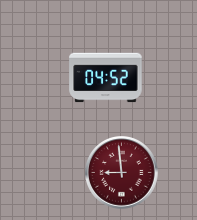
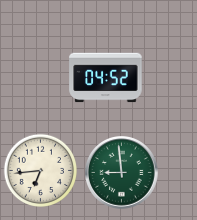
clock at (40, 170): none -> 6:44
clock at (122, 173) dial: burgundy -> green
